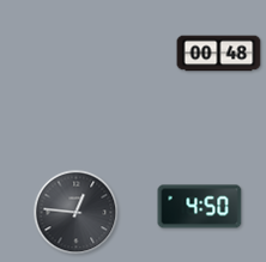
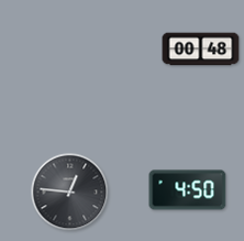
clock at (200, 207) position: (200, 207) -> (188, 190)
clock at (77, 213) position: (77, 213) -> (70, 193)
